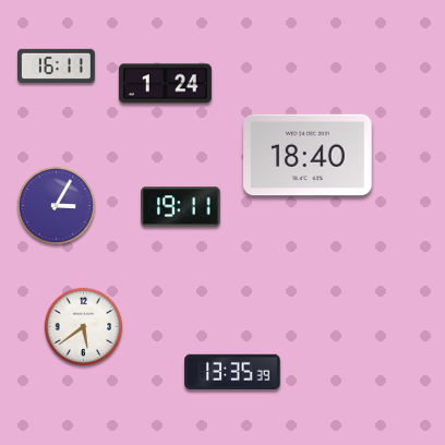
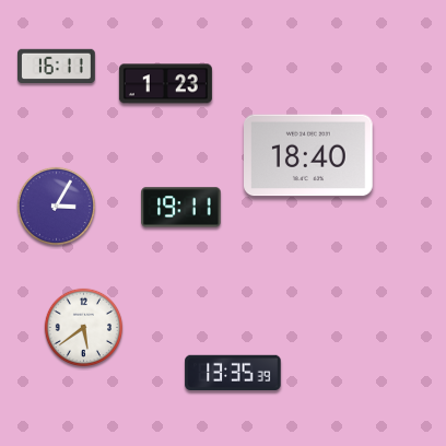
clock at (165, 84): 1:24 -> 1:23
